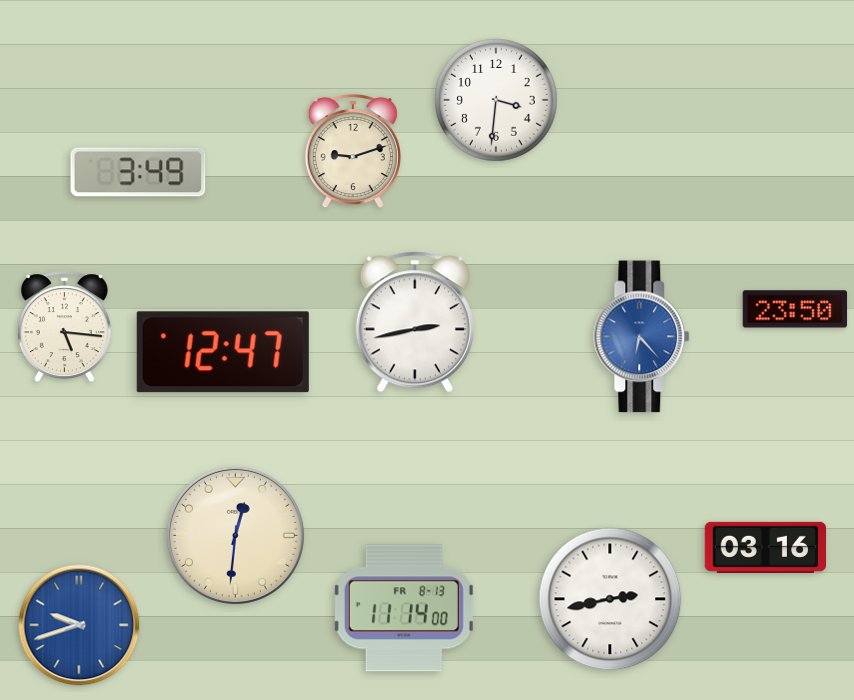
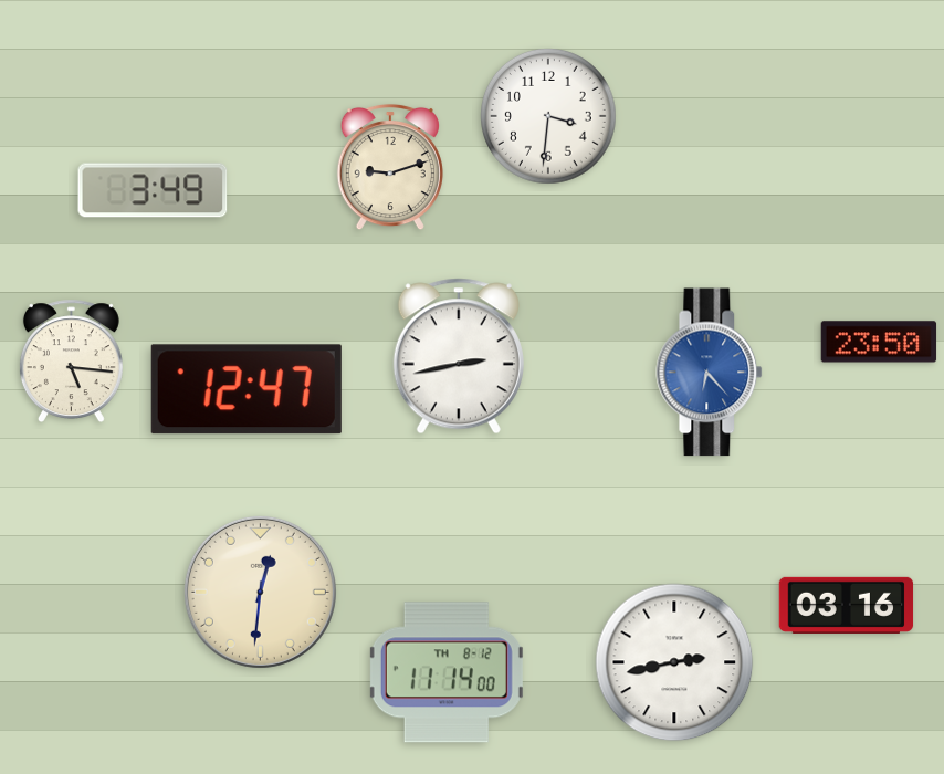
clock at (497, 101) position: (497, 101) -> (549, 117)
clock at (404, 608) date: FR 8-13 -> TH 8-12
clock at (79, 625): 9:42 -> none
